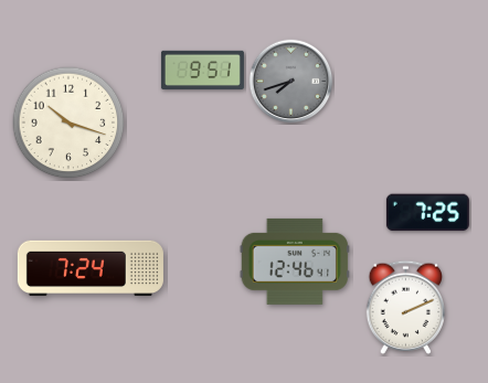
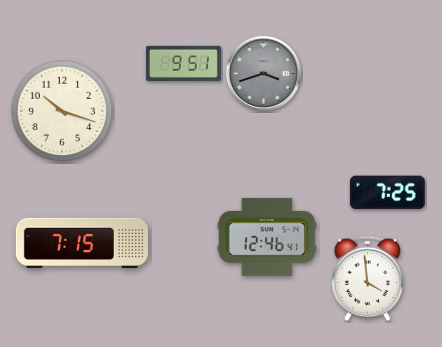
clock at (291, 82): 7:42 -> 3:42
clock at (91, 267): 7:24 -> 7:15
clock at (406, 307): 2:11 -> 3:59
